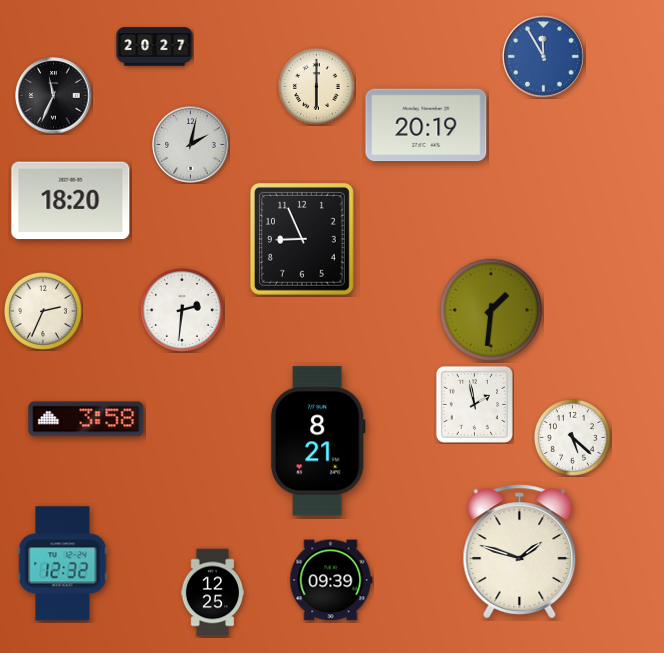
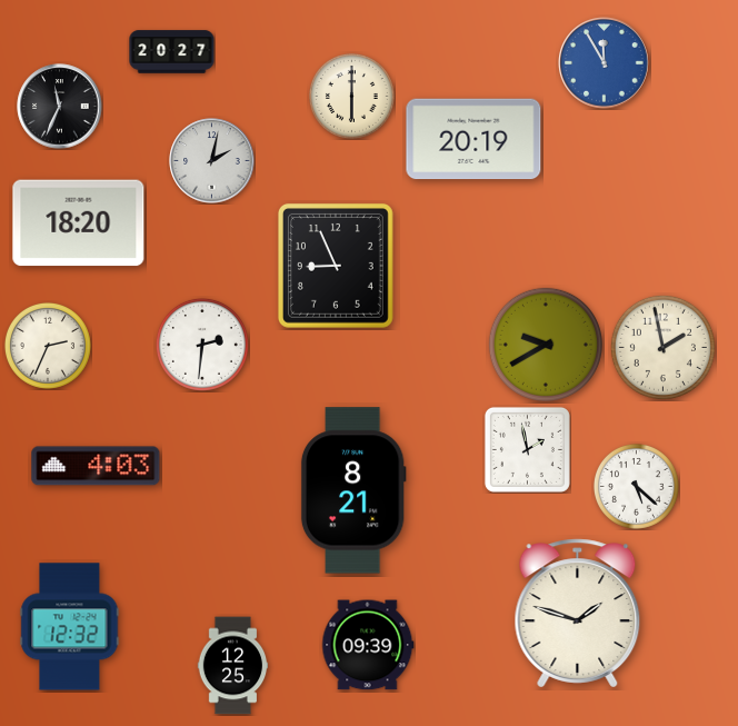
clock at (491, 310): 1:31 -> 9:40
clock at (662, 347): none -> 1:58
clock at (86, 419): 3:58 -> 4:03
clock at (213, 593) position: (213, 593) -> (233, 666)
